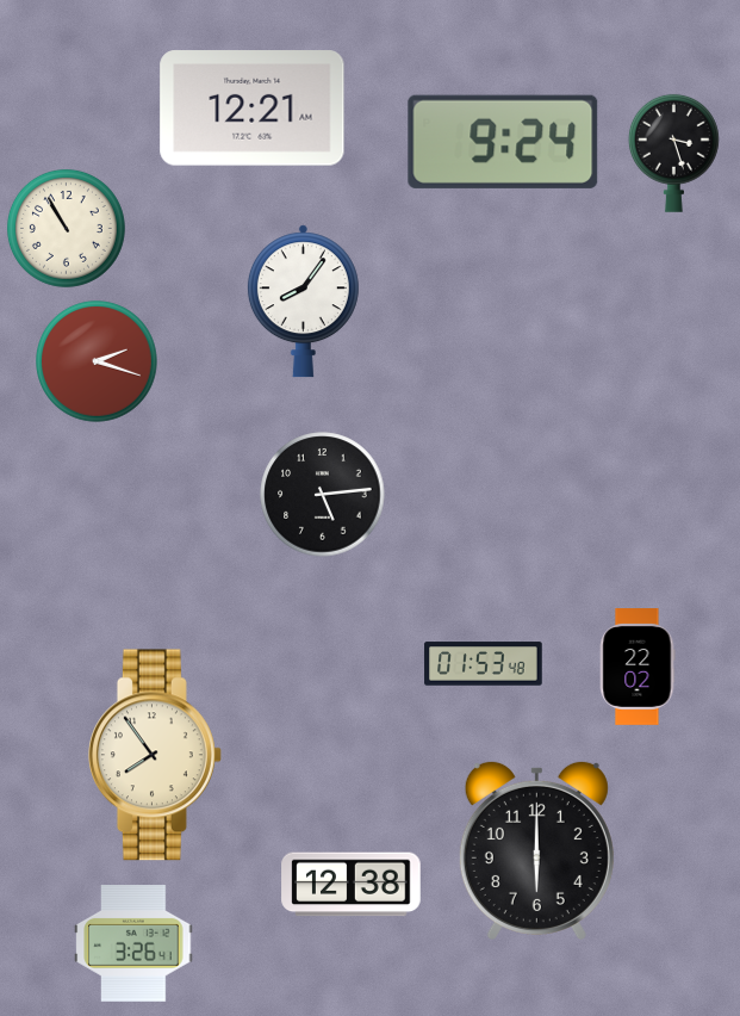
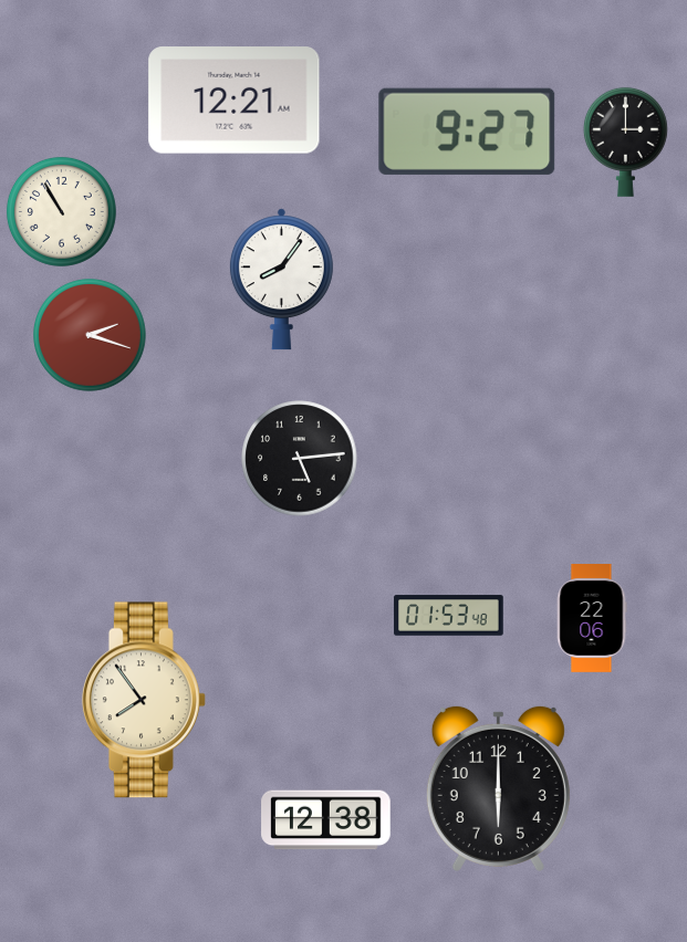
clock at (503, 142): 9:24 -> 9:27
clock at (673, 153): 3:27 -> 3:00
clock at (638, 668): 22:02 -> 22:06
clock at (133, 944): 3:26 -> none
